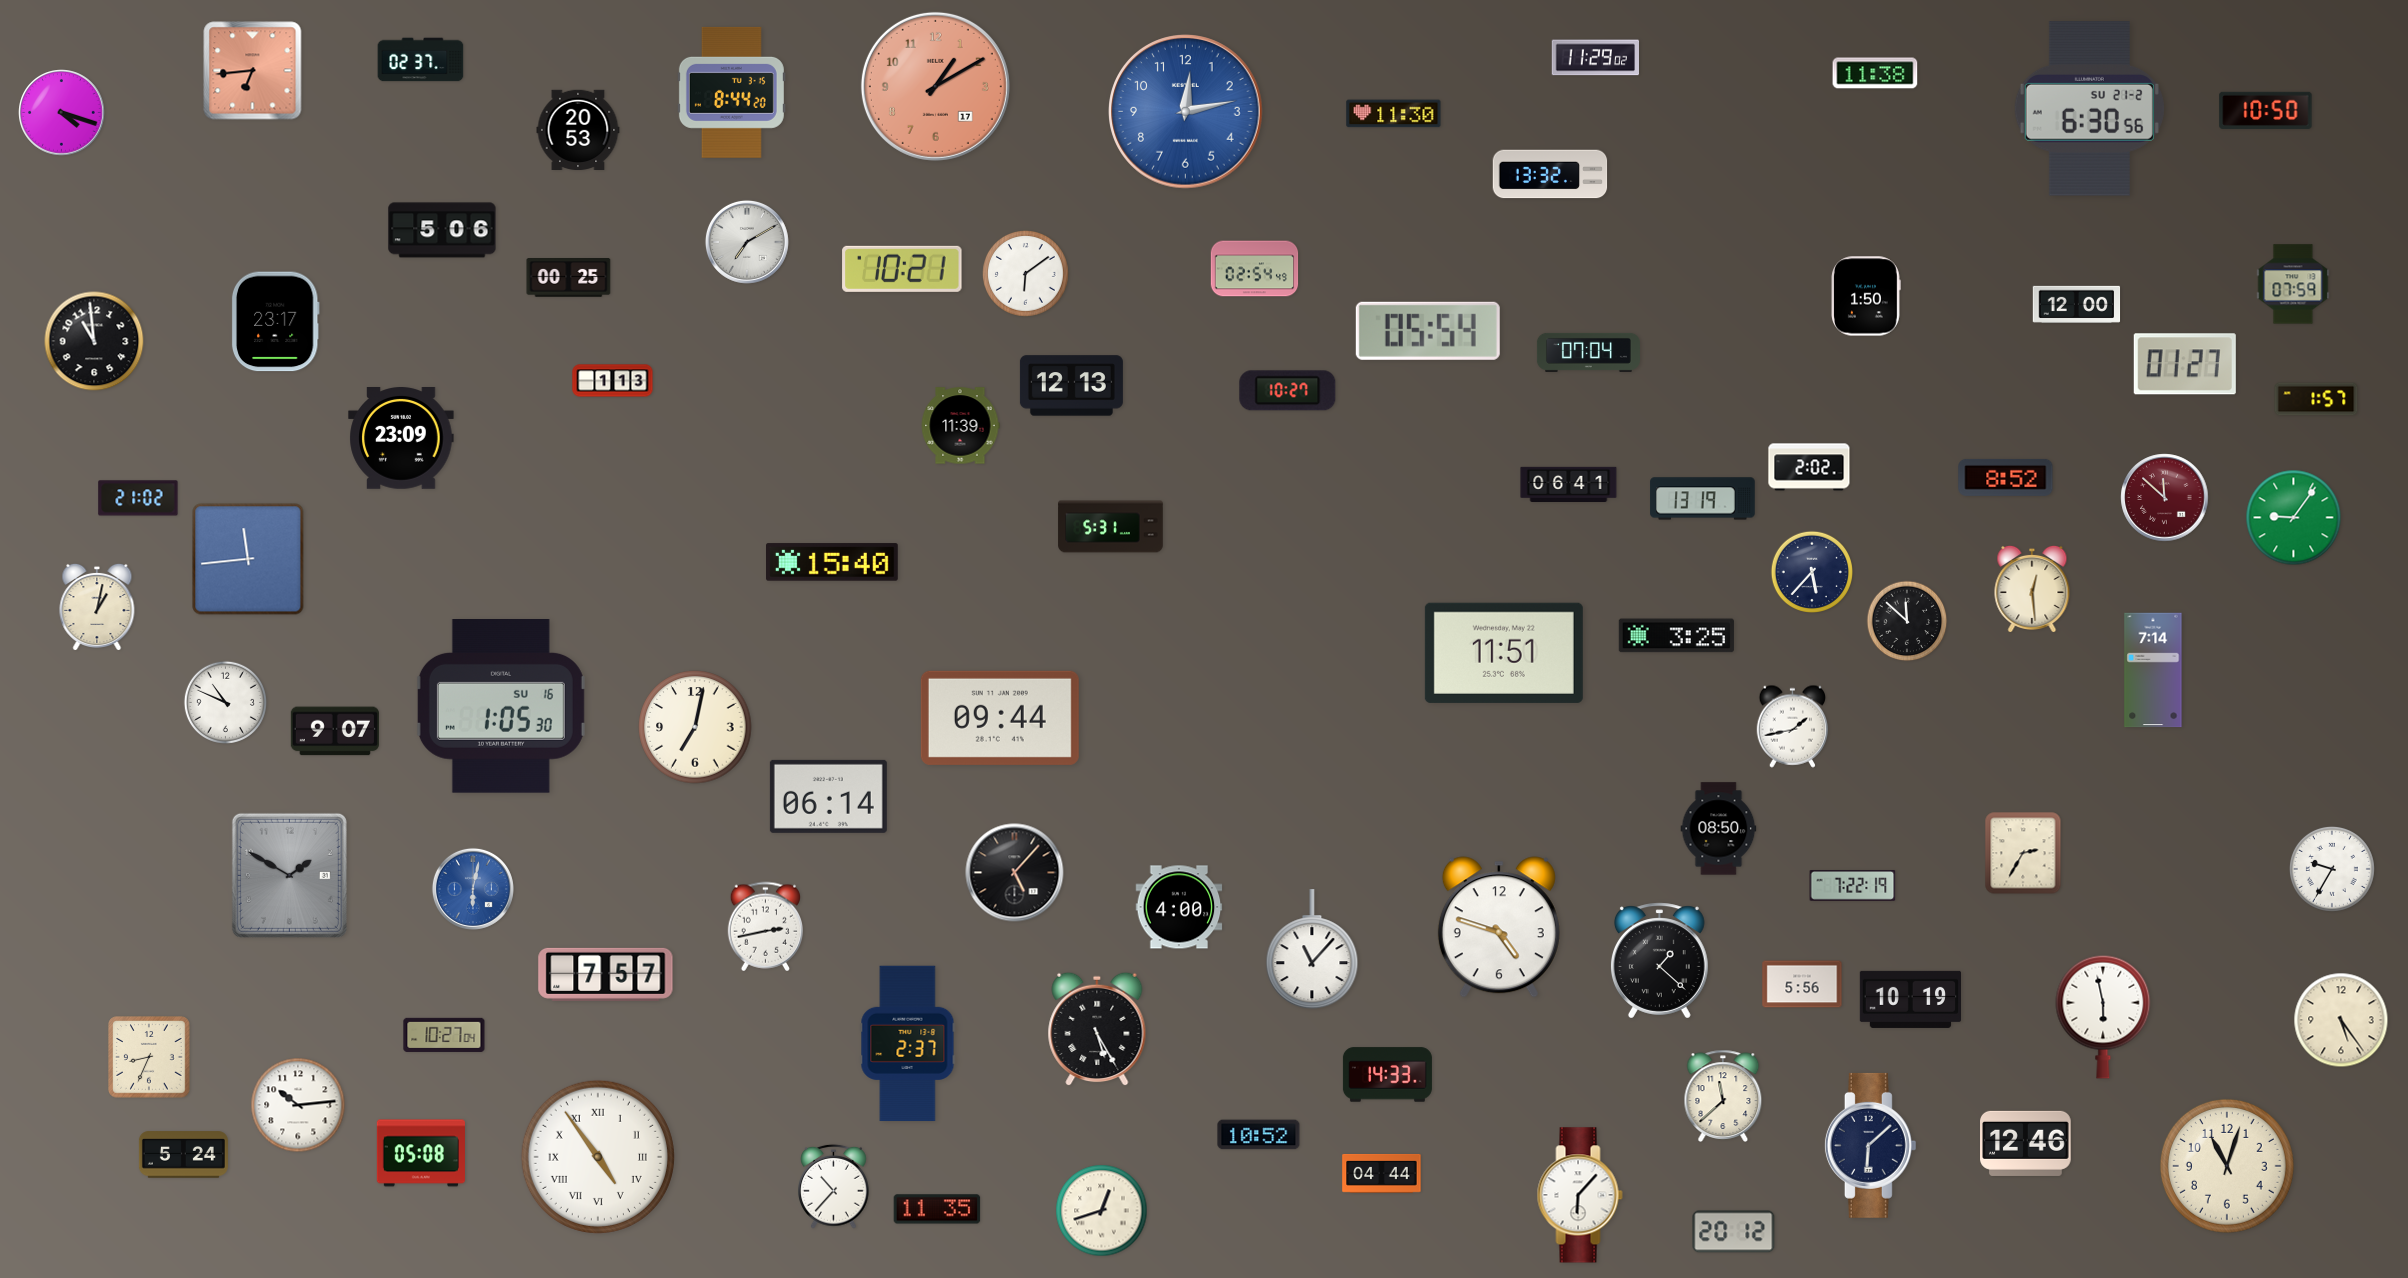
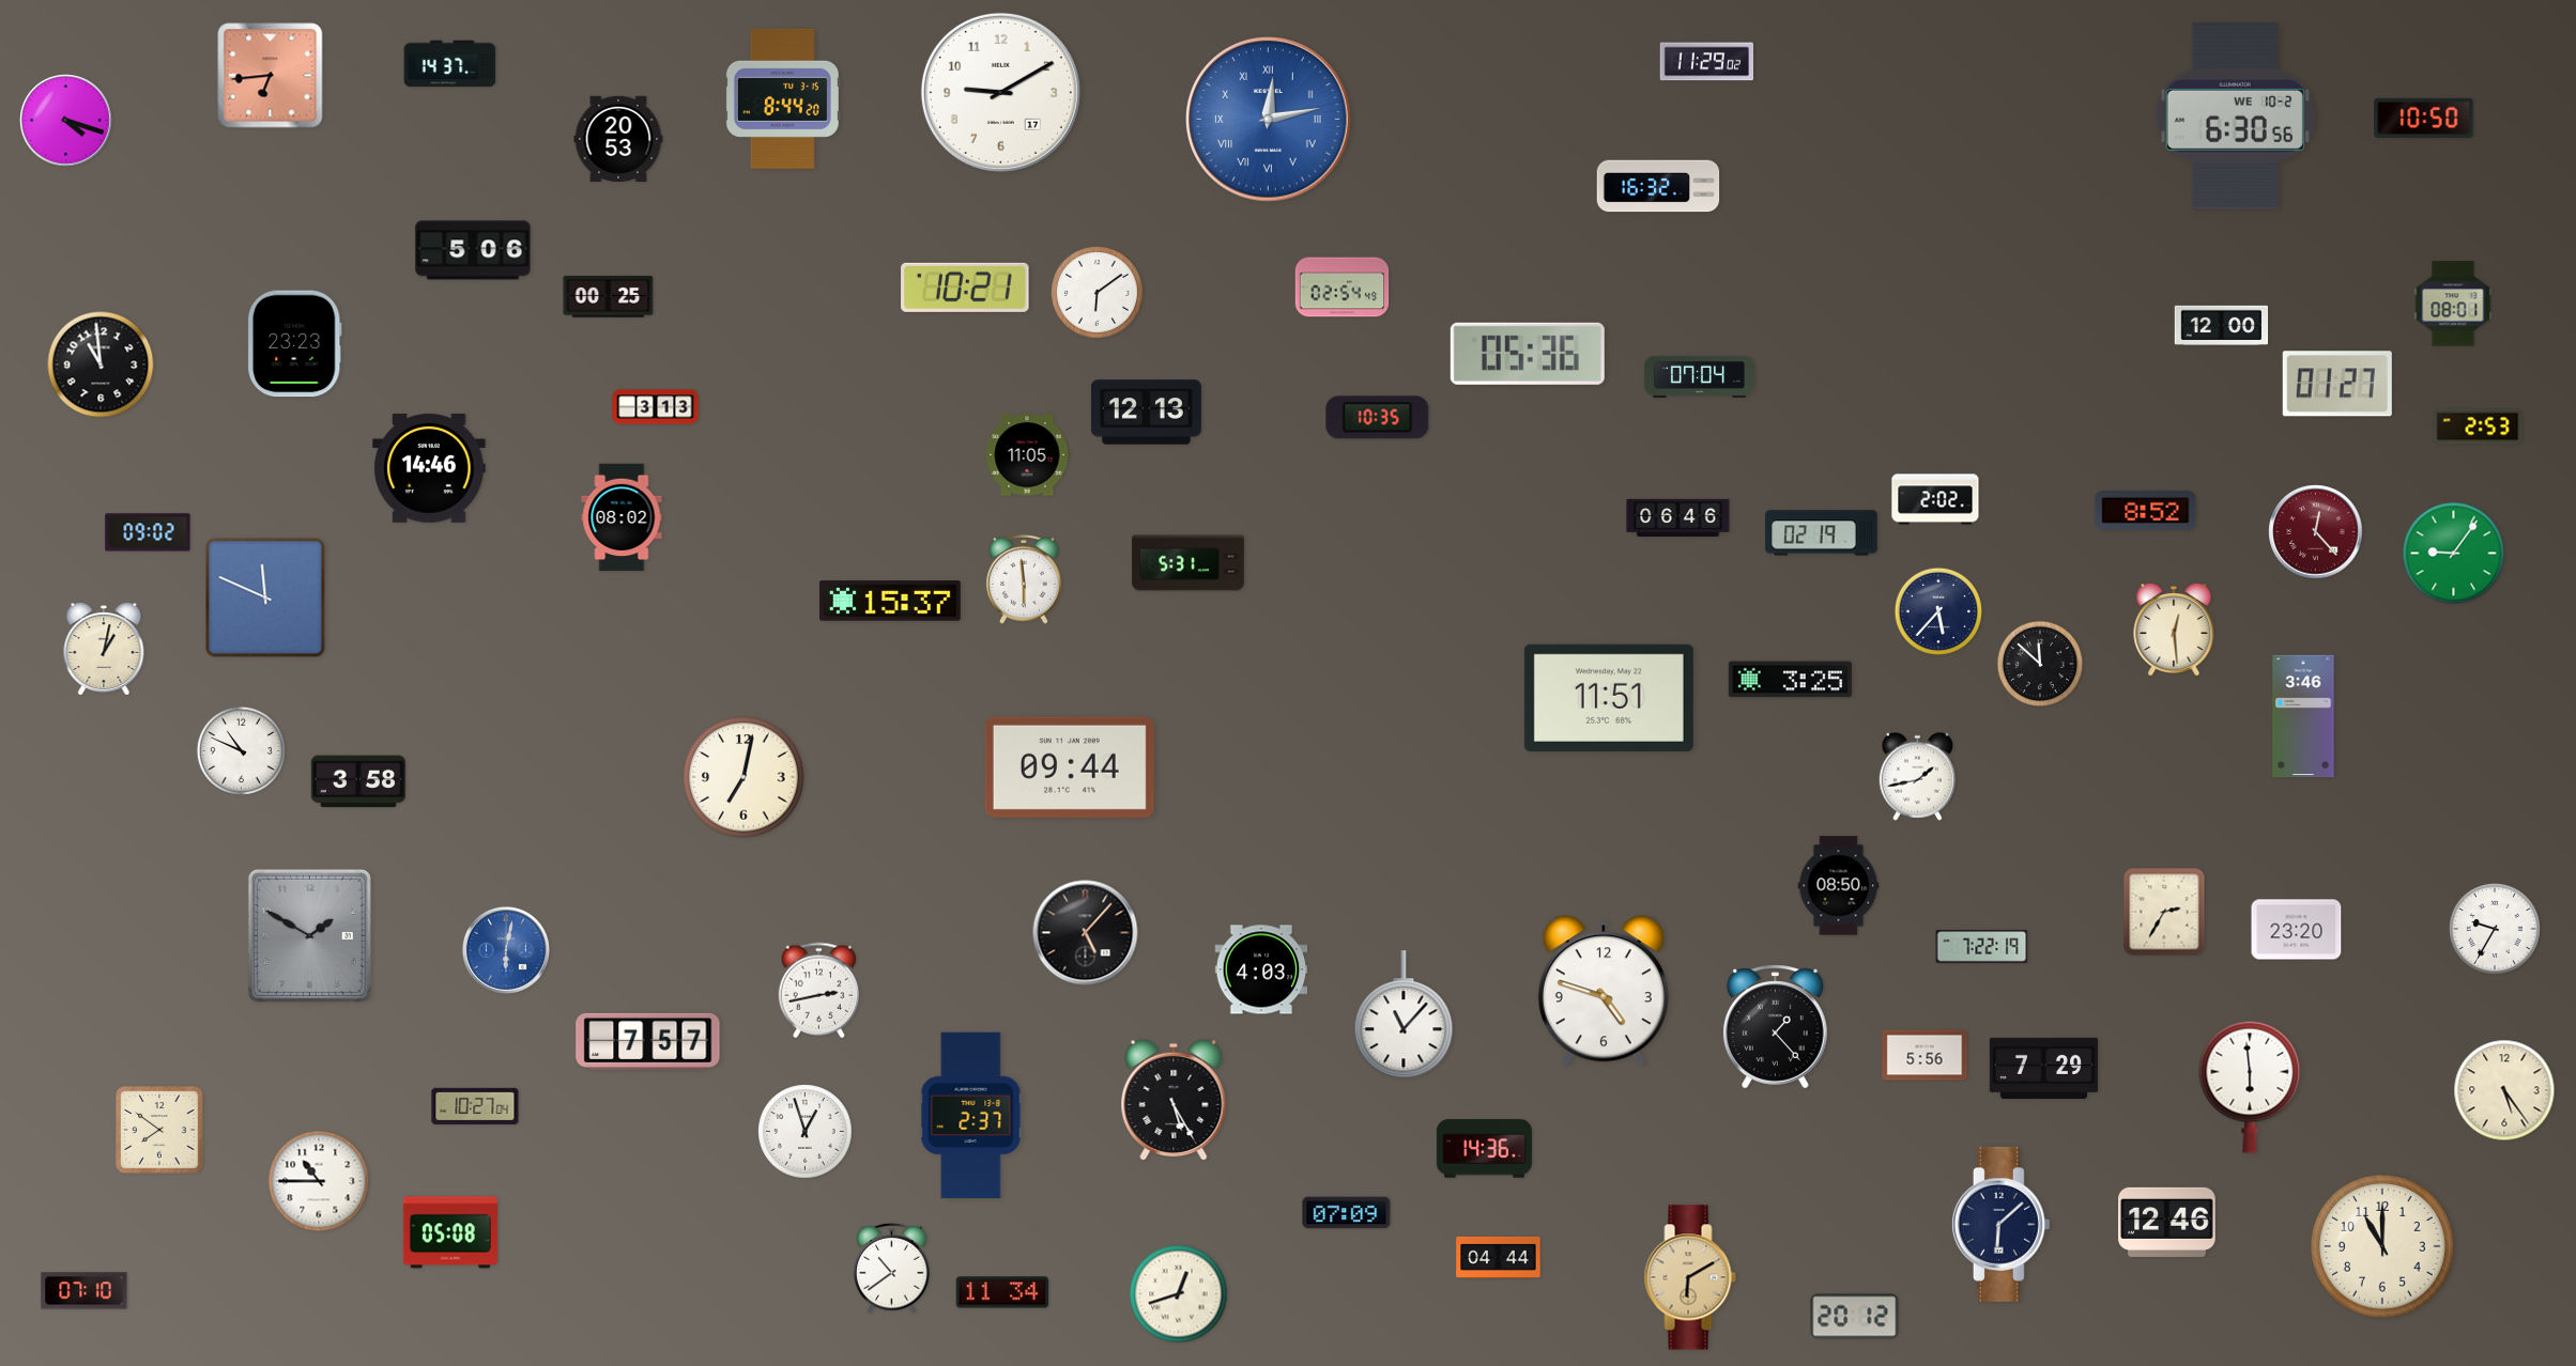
clock at (421, 60): 02:37 -> 14:37
clock at (1875, 73): 11:38 -> none
clock at (935, 86): 1:10 -> 9:10
clock at (935, 86) dial: salmon -> white
clock at (2089, 109) date: SU 21-2 -> WE 10-2
clock at (1186, 112) numerals: Arabic -> Roman
clock at (1394, 114): 11:30 -> none
clock at (1550, 174): 13:32 -> 16:32
clock at (442, 230) position: (442, 230) -> (473, 250)
clock at (747, 242): 7:10 -> none
clock at (2293, 284): 07:59 -> 08:01
clock at (1866, 296): 1:50 -> none
clock at (275, 322): 23:17 -> 23:23
clock at (1428, 331): 05:54 -> 05:36
clock at (2185, 364) position: (2185, 364) -> (2337, 384)
clock at (613, 381): 1:13 -> 3:13
clock at (1288, 391): 10:27 -> 10:35
clock at (2316, 399): 1:57 -> 2:53
clock at (960, 426): 11:39 -> 11:05
clock at (401, 439): 23:09 -> 14:46
clock at (622, 517): none -> 08:02
clock at (1569, 484): 06:41 -> 06:46
clock at (138, 498): 21:02 -> 09:02
clock at (2165, 498): 11:52 -> 12:23
clock at (1703, 499): 13:19 -> 02:19
clock at (1024, 580): none -> 5:59
clock at (248, 559): 11:44 -> 11:49
clock at (833, 562): 15:40 -> 15:37
clock at (1676, 636) position: (1676, 636) -> (1790, 680)
clock at (2153, 670): 7:14 -> 3:46
clock at (501, 707): 1:05 -> none
clock at (335, 731): 9:07 -> 3:58
clock at (828, 796): 06:14 -> none
clock at (2297, 930): none -> 23:20
clock at (1179, 907): 4:00 -> 4:03
clock at (1659, 961): 1:22 -> 1:23
clock at (1802, 984) position: (1802, 984) -> (1925, 1055)
clock at (1911, 999): 10:19 -> 7:29
clock at (2103, 1017): 5:58 -> 5:59
clock at (149, 1057): 8:34 -> 7:51
clock at (806, 1132): none -> 12:57
clock at (1387, 1075): 14:33 -> 14:36
clock at (1723, 1096): 11:38 -> none
clock at (298, 1105): 10:14 -> 10:45
clock at (1259, 1135): 10:52 -> 07:09
clock at (183, 1155): 5:24 -> none
clock at (598, 1157): 4:54 -> none
clock at (2227, 1166): 11:03 -> 11:00
clock at (1382, 1173) position: (1382, 1173) -> (1499, 1257)
clock at (834, 1186): 10:37 -> 10:39
clock at (1580, 1195): 6:07 -> 6:10
clock at (1580, 1195) dial: white -> champagne
clock at (85, 1291): none -> 07:10
clock at (937, 1209): 11:35 -> 11:34
